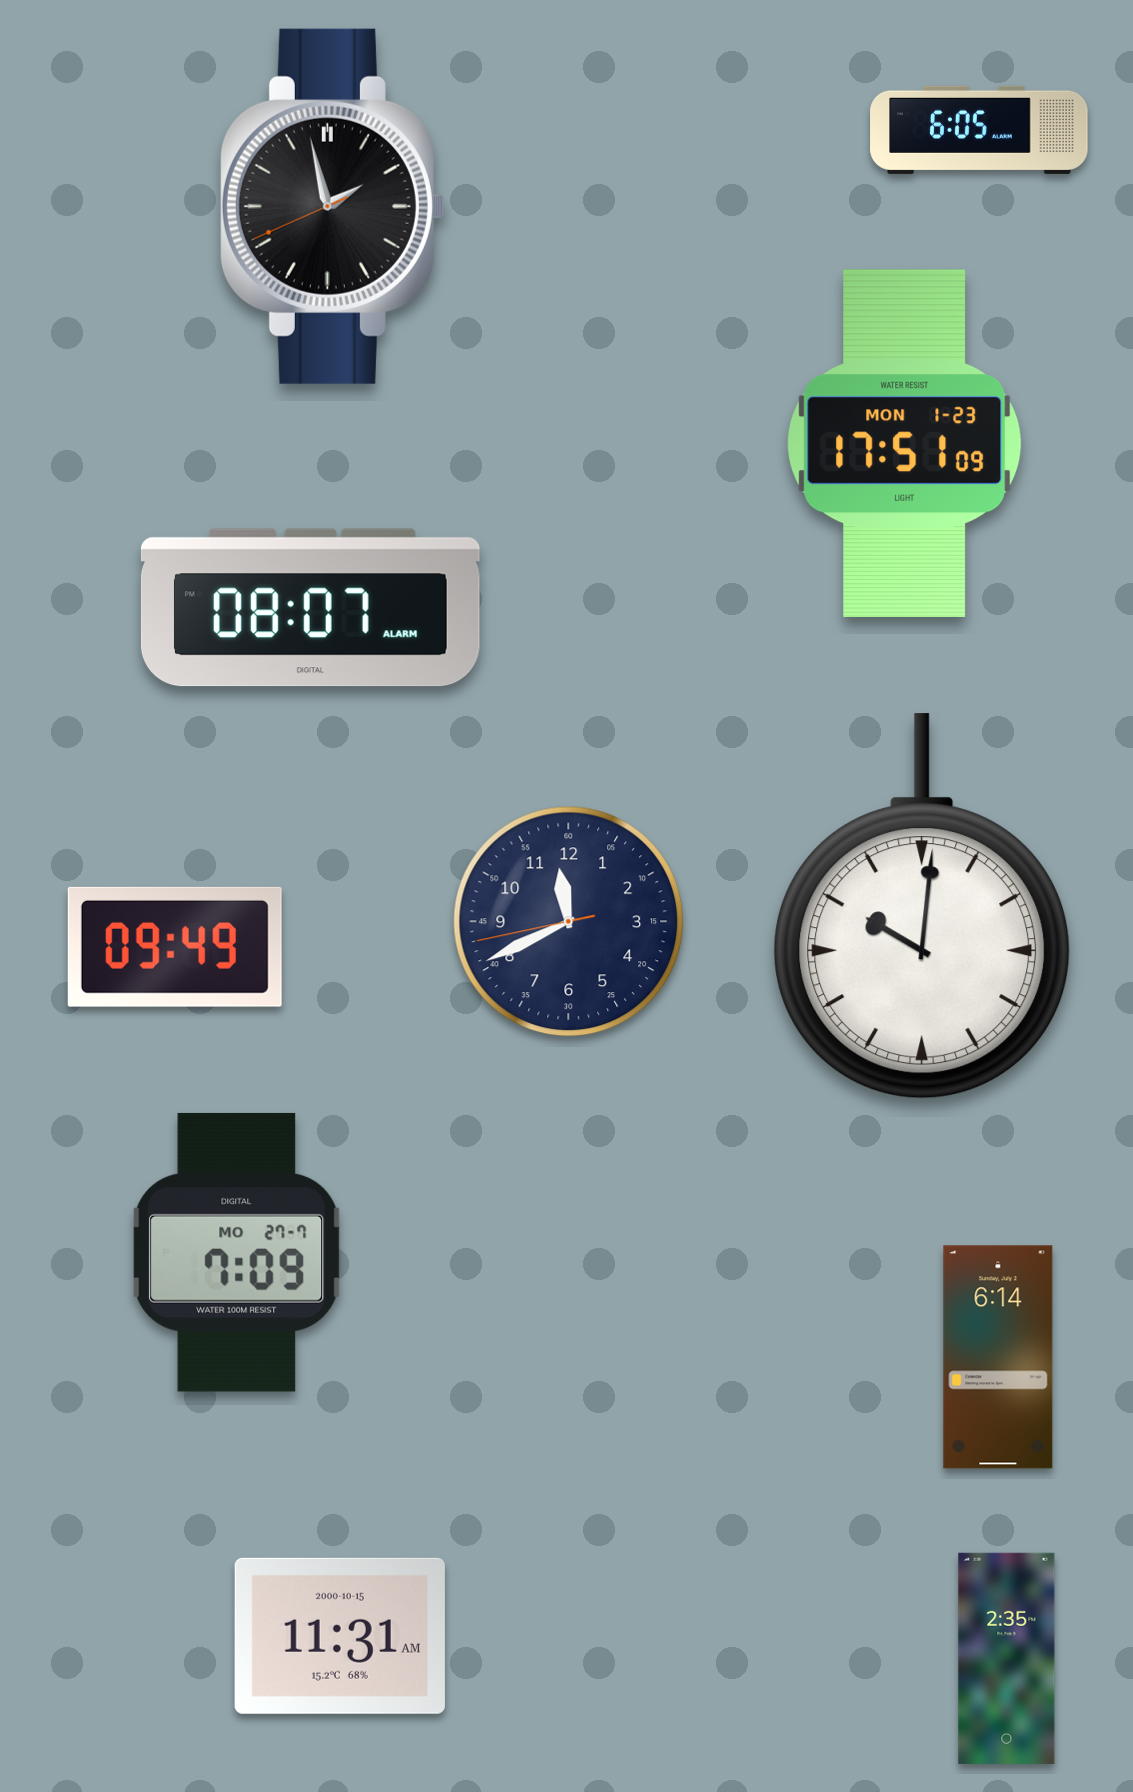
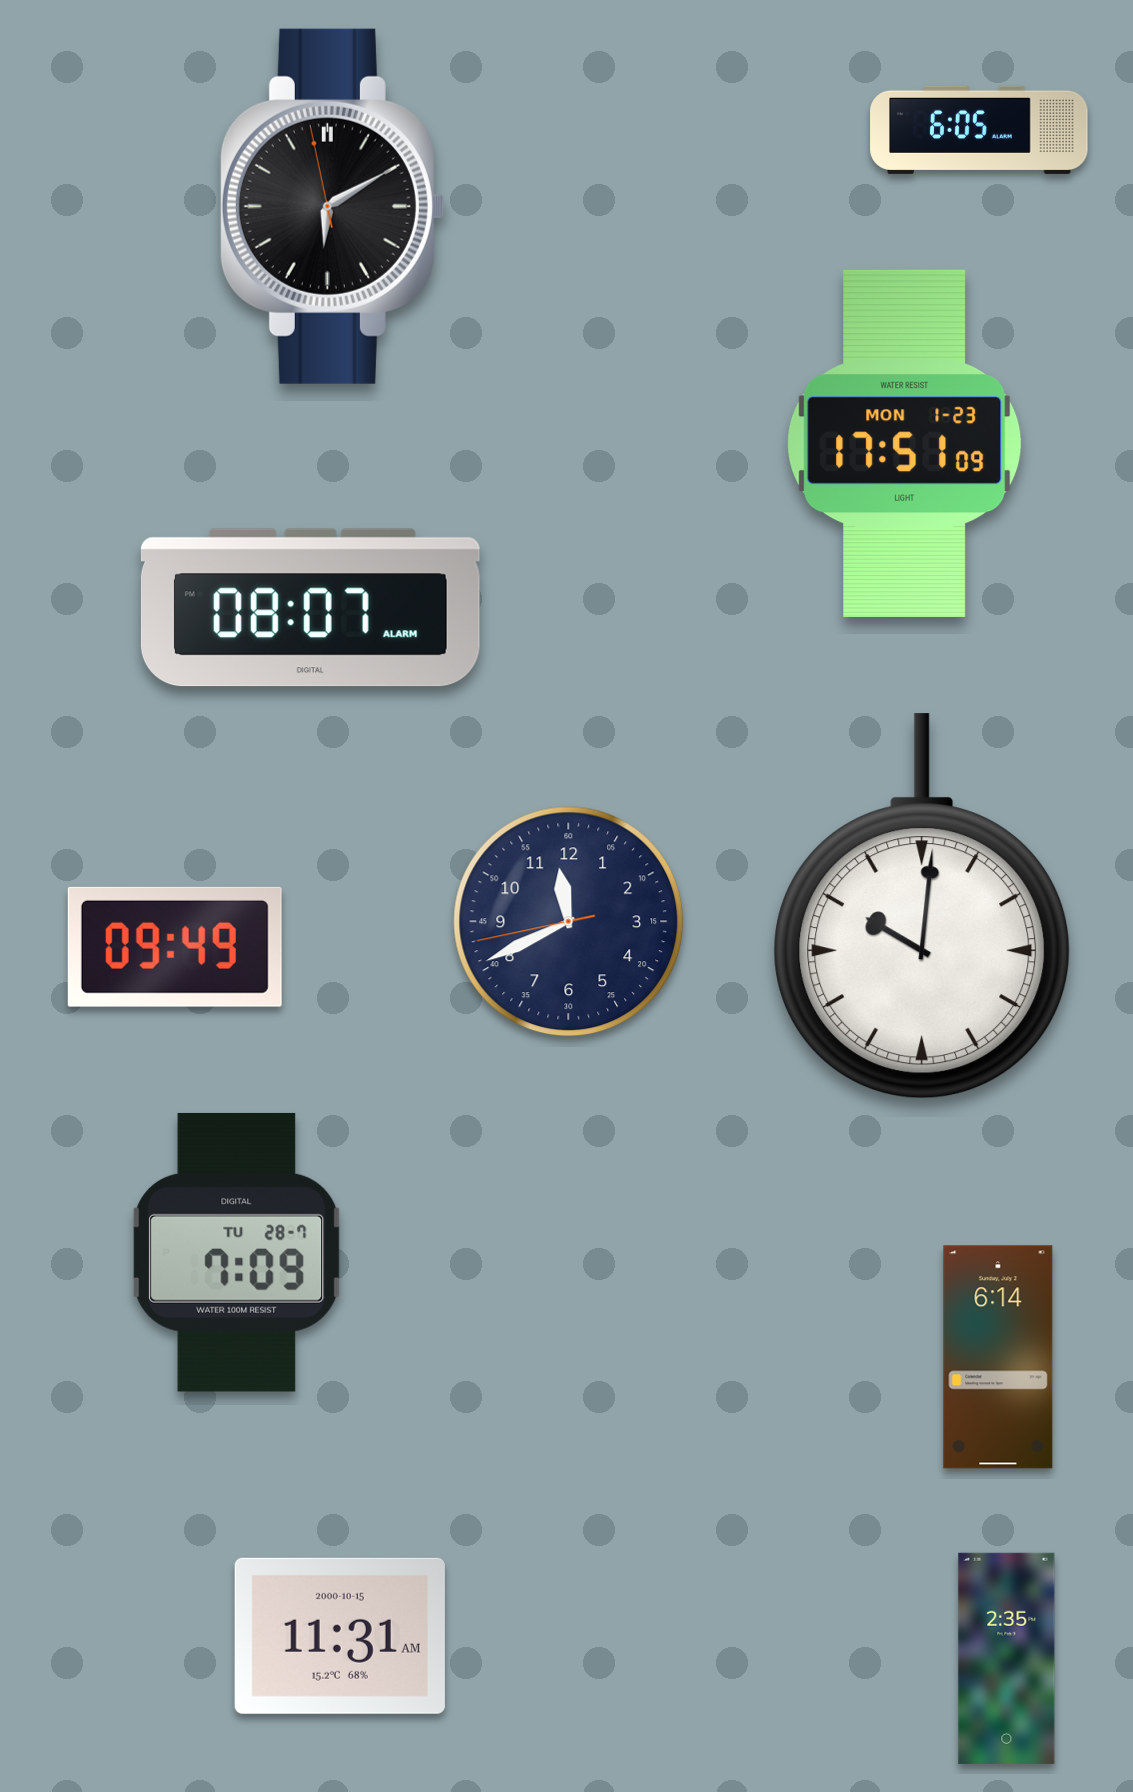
clock at (332, 206): 1:57 -> 6:09
clock at (237, 1252) date: MO 27-7 -> TU 28-7
